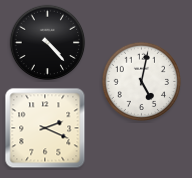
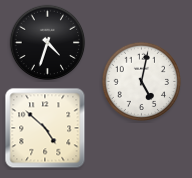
clock at (48, 43): 4:23 -> 4:33
clock at (45, 128): 2:19 -> 4:52
